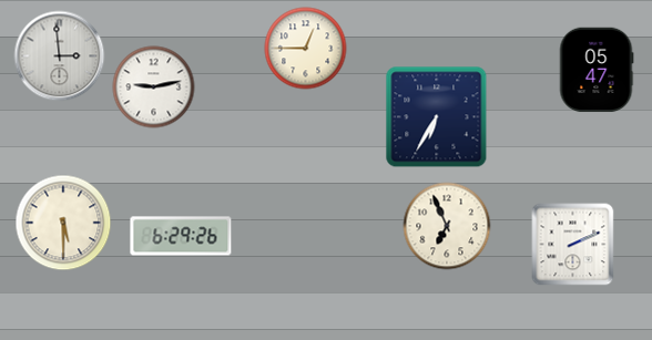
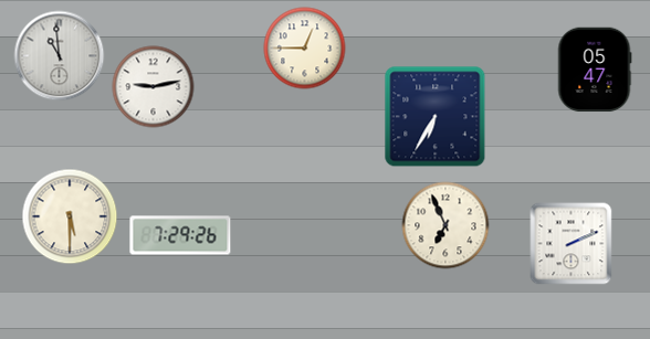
clock at (60, 56): 2:59 -> 10:59
clock at (63, 223) position: (63, 223) -> (70, 216)
clock at (181, 236): 6:29 -> 7:29
